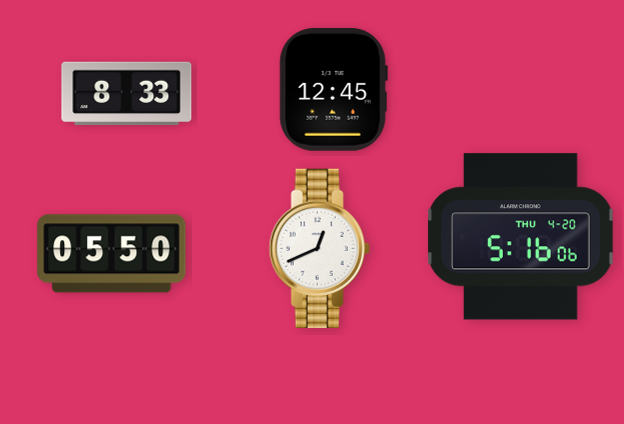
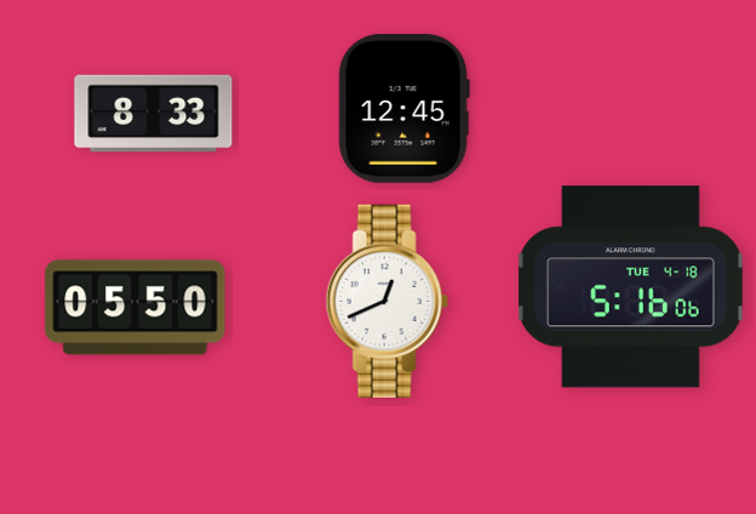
clock at (521, 237) date: THU 4-20 -> TUE 4-18
